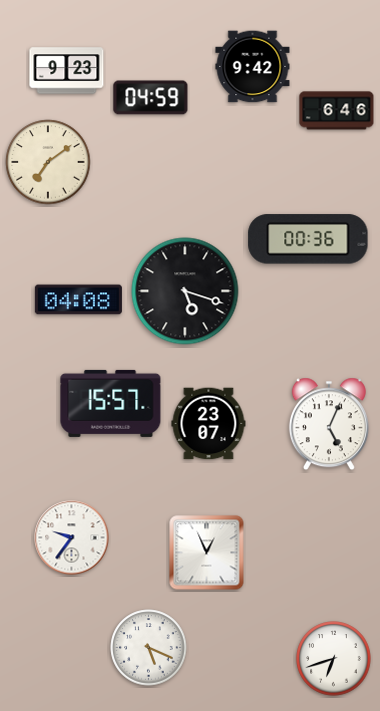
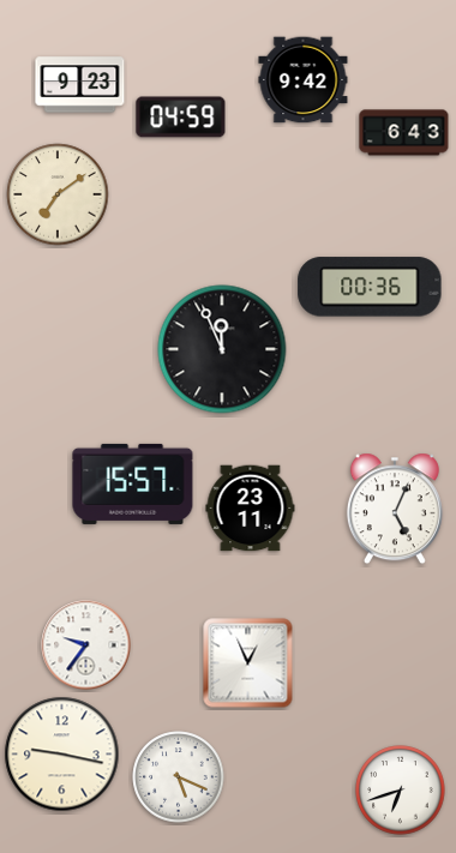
clock at (337, 111): 6:46 -> 6:43
clock at (185, 291): 5:18 -> 11:56
clock at (78, 300): 04:08 -> none
clock at (209, 424): 23:07 -> 23:11
clock at (62, 755): none -> 9:17
